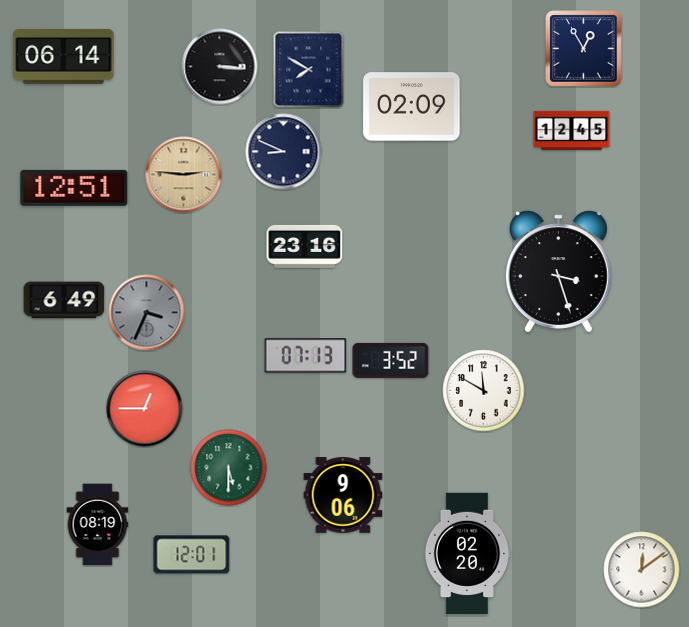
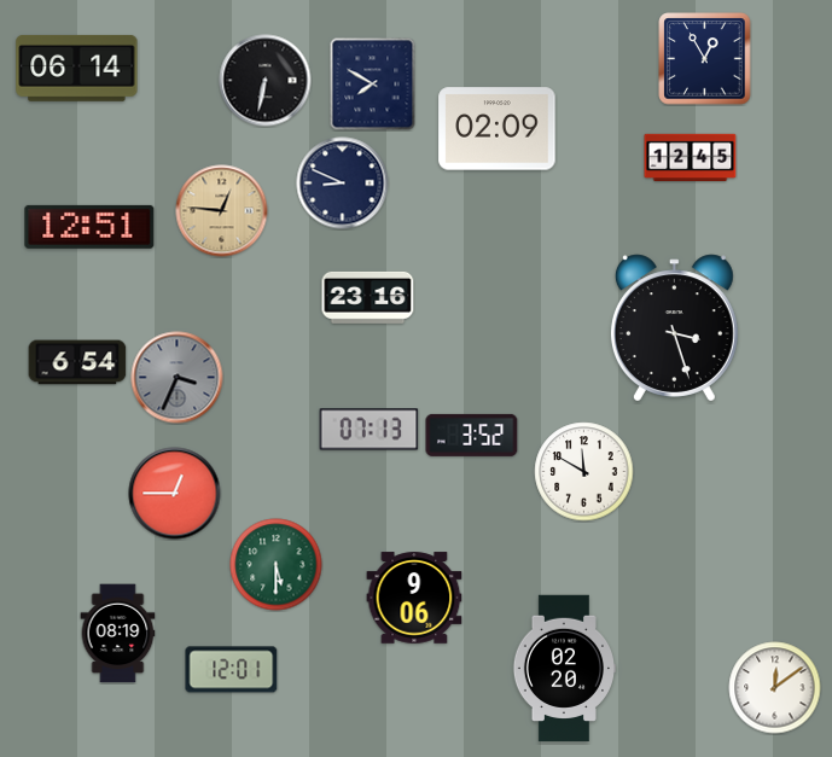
clock at (220, 67): 3:16 -> 6:32
clock at (184, 175): 2:46 -> 12:46
clock at (64, 300): 6:49 -> 6:54
